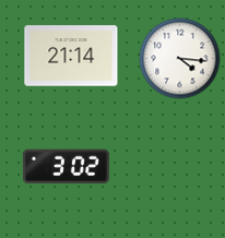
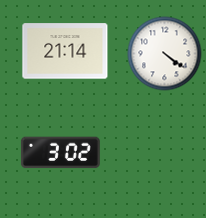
clock at (180, 59): 4:16 -> 4:21
